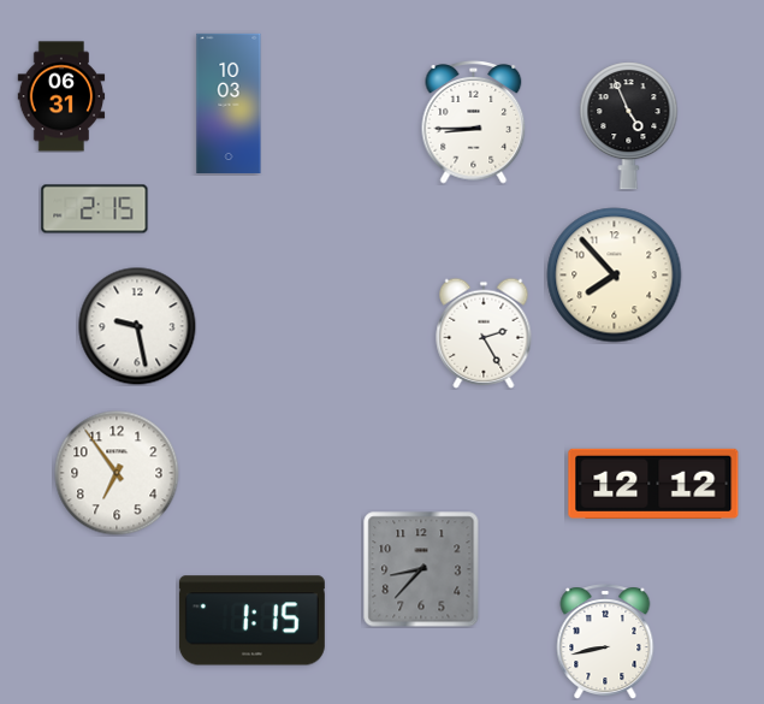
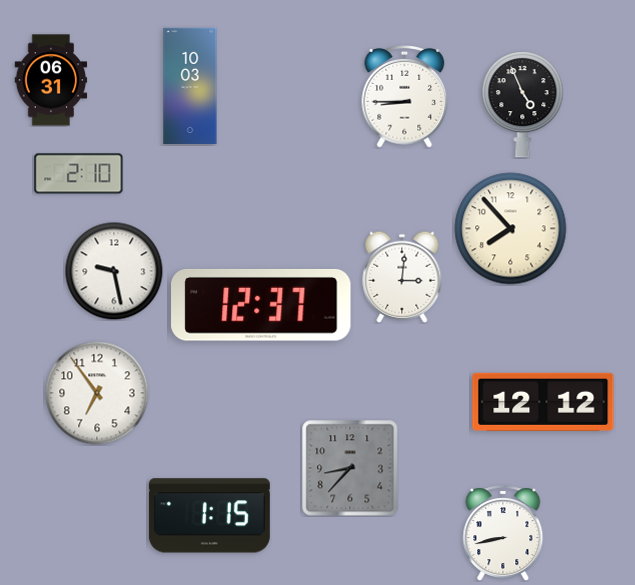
clock at (474, 123) position: (474, 123) -> (405, 97)
clock at (95, 209): 2:15 -> 2:10
clock at (484, 333): 2:25 -> 3:01
clock at (261, 305): none -> 12:37
clock at (421, 569) position: (421, 569) -> (350, 468)
